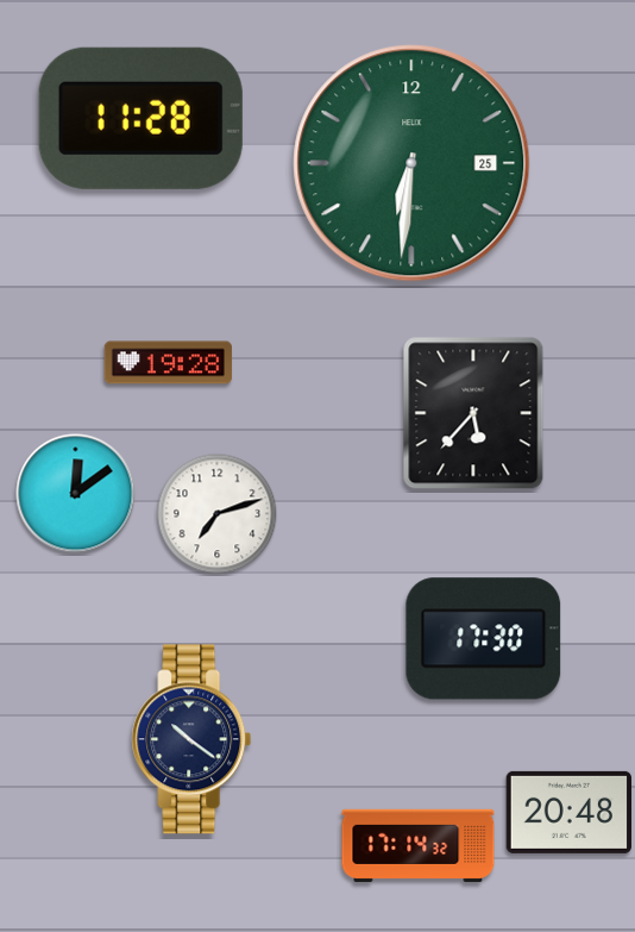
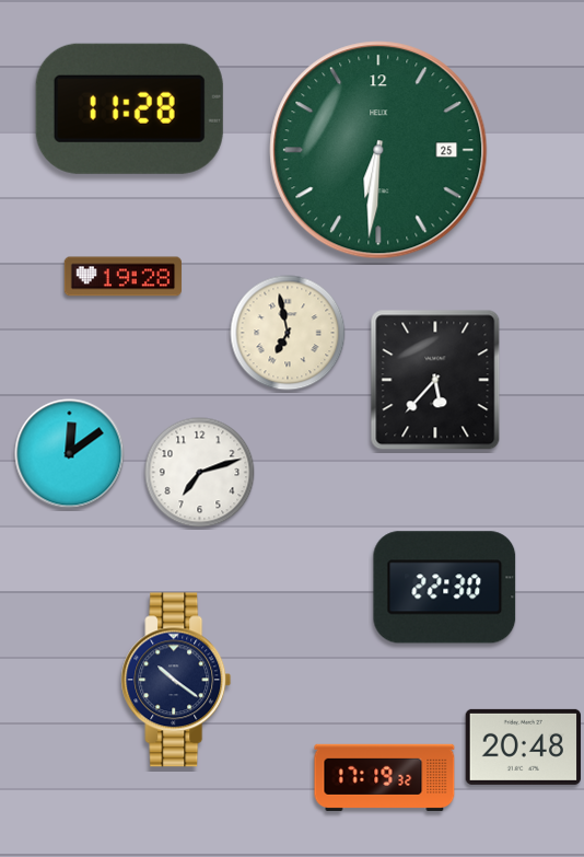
clock at (288, 333): none -> 6:58
clock at (168, 363) position: (168, 363) -> (122, 277)
clock at (484, 639): 17:30 -> 22:30
clock at (419, 845): 17:14 -> 17:19
